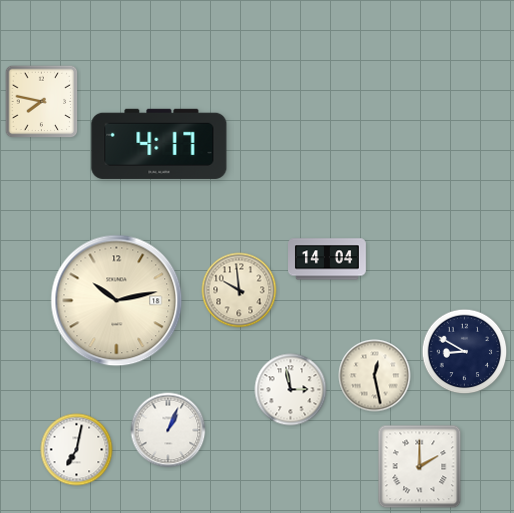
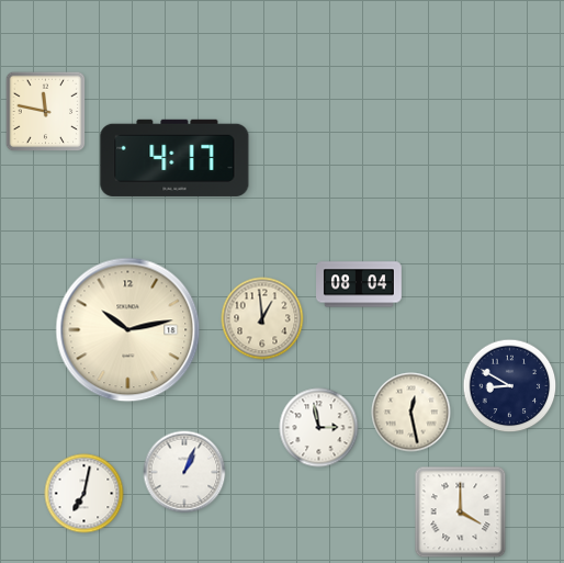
clock at (42, 102): 7:47 -> 11:47
clock at (328, 259): 14:04 -> 08:04
clock at (239, 290): 9:59 -> 12:59
clock at (420, 467): 2:00 -> 4:00
